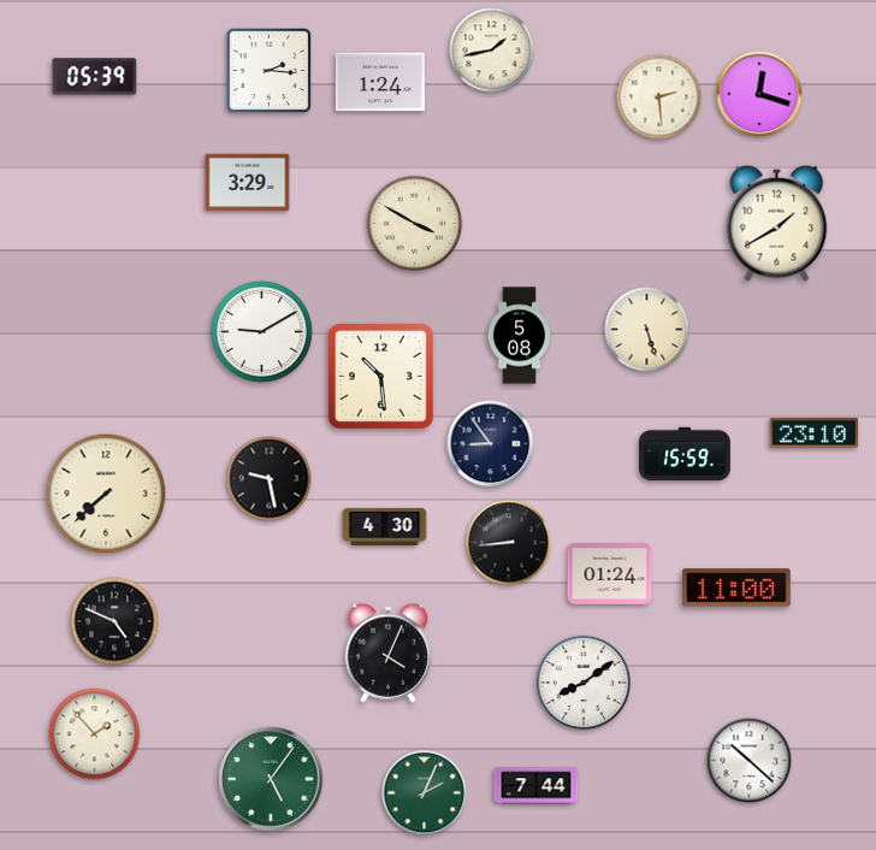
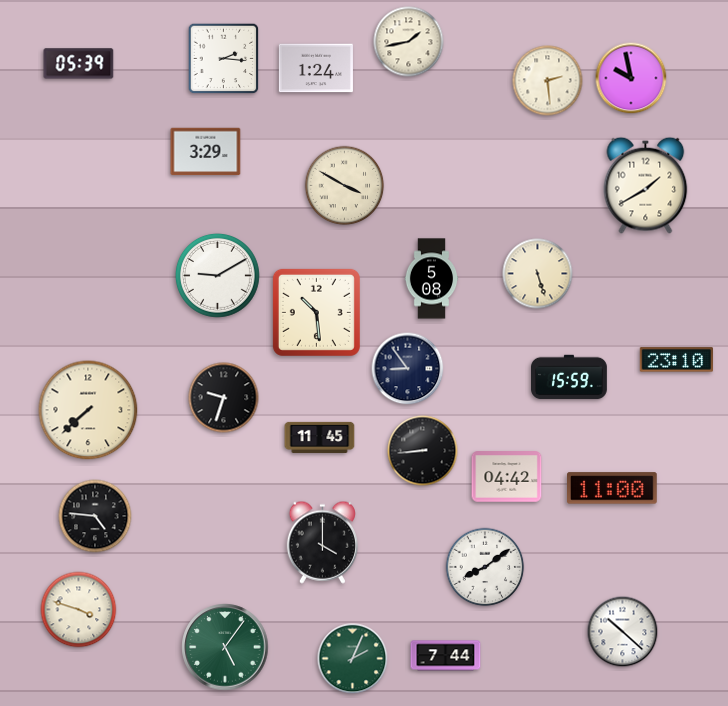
clock at (759, 94): 12:18 -> 9:58
clock at (270, 479): 9:28 -> 9:33
clock at (385, 526): 4:30 -> 11:45
clock at (610, 574): 01:24 -> 04:42
clock at (114, 621): 4:49 -> 4:46
clock at (387, 653): 4:04 -> 4:00
clock at (95, 734): 1:53 -> 3:48
clock at (537, 786) position: (537, 786) -> (446, 656)
